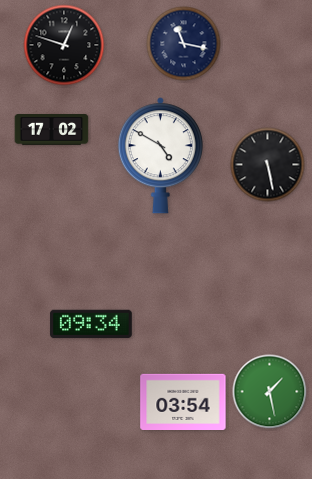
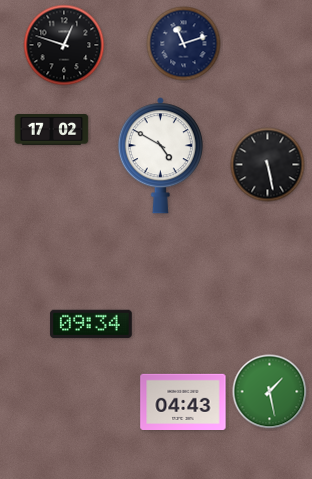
clock at (184, 44): 11:17 -> 11:12
clock at (183, 401): 03:54 -> 04:43
